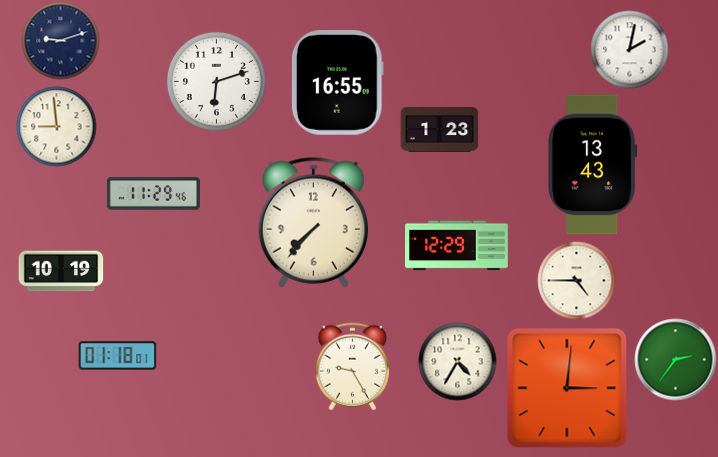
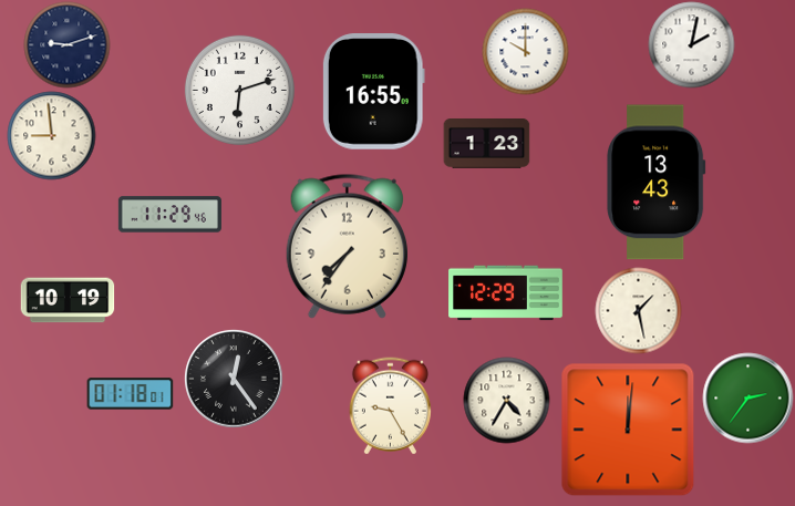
clock at (525, 51): none -> 10:00
clock at (629, 49) position: (629, 49) -> (691, 44)
clock at (56, 126) position: (56, 126) -> (51, 135)
clock at (313, 222): 7:37 -> 7:36
clock at (457, 246) position: (457, 246) -> (506, 293)
clock at (576, 280): 4:45 -> 1:28
clock at (234, 379): none -> 12:24
clock at (567, 388): 3:01 -> 12:01
